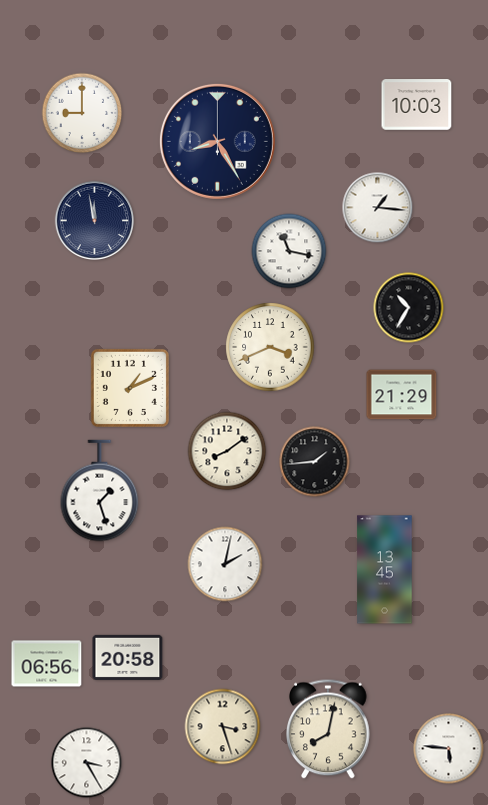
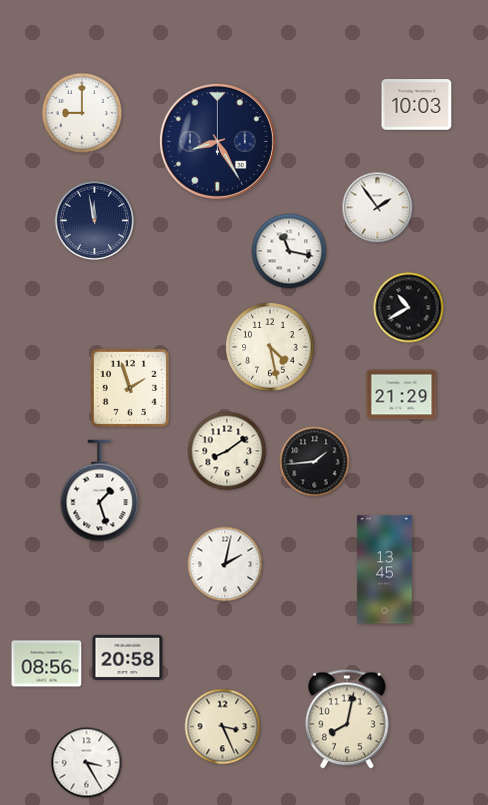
clock at (378, 208): 1:16 -> 1:54
clock at (409, 308): 10:35 -> 10:40
clock at (270, 347): 3:41 -> 4:28
clock at (130, 388): 1:11 -> 1:57
clock at (47, 664): 06:56 -> 08:56
clock at (223, 727): 3:27 -> 3:26
clock at (329, 729) position: (329, 729) -> (348, 719)
clock at (449, 749): 5:46 -> none
